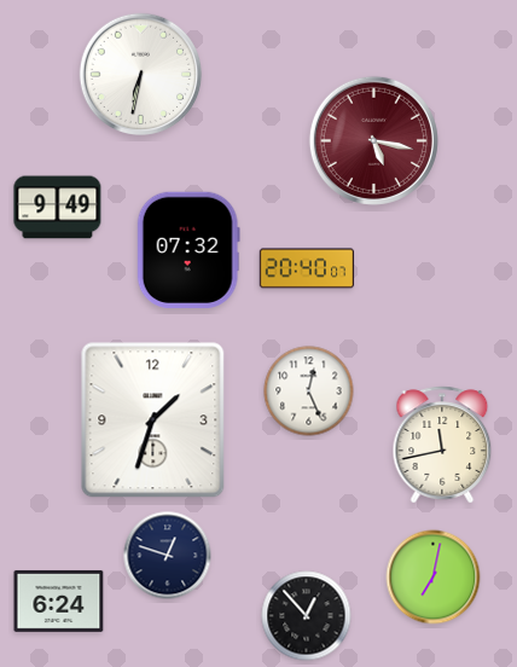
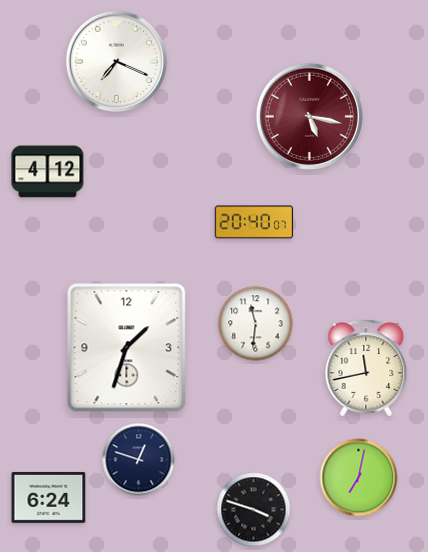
clock at (140, 74): 6:32 -> 7:19
clock at (58, 208): 9:49 -> 4:12
clock at (188, 250): 07:32 -> none
clock at (309, 391): 12:26 -> 11:31
clock at (307, 616): 12:53 -> 3:48
